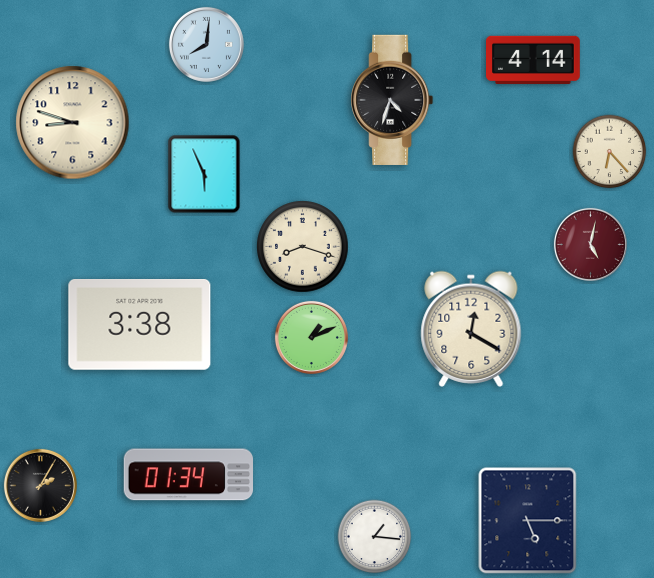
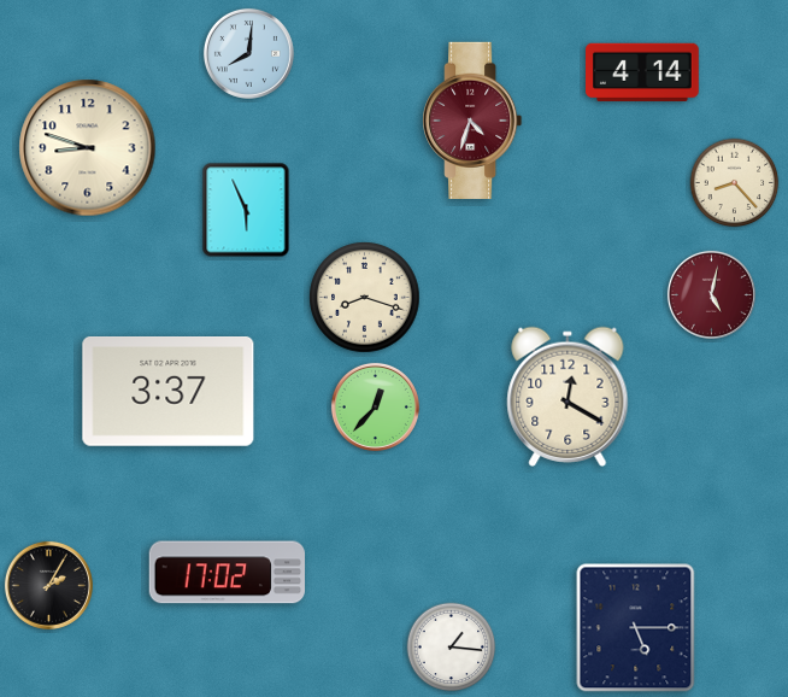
clock at (392, 100) dial: black -> burgundy
clock at (610, 152): 6:23 -> 8:23
clock at (140, 325): 3:38 -> 3:37
clock at (311, 337): 1:11 -> 12:37
clock at (189, 475): 01:34 -> 17:02
